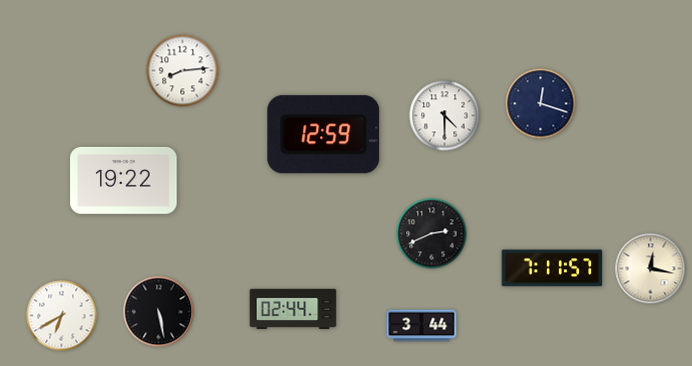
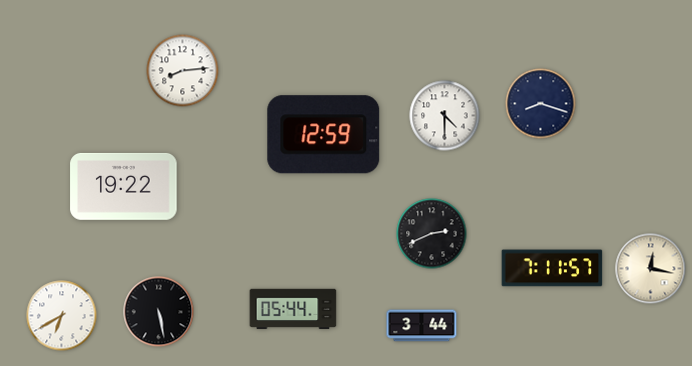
clock at (541, 104): 12:18 -> 8:18
clock at (124, 180) position: (124, 180) -> (124, 186)
clock at (293, 309): 02:44 -> 05:44
